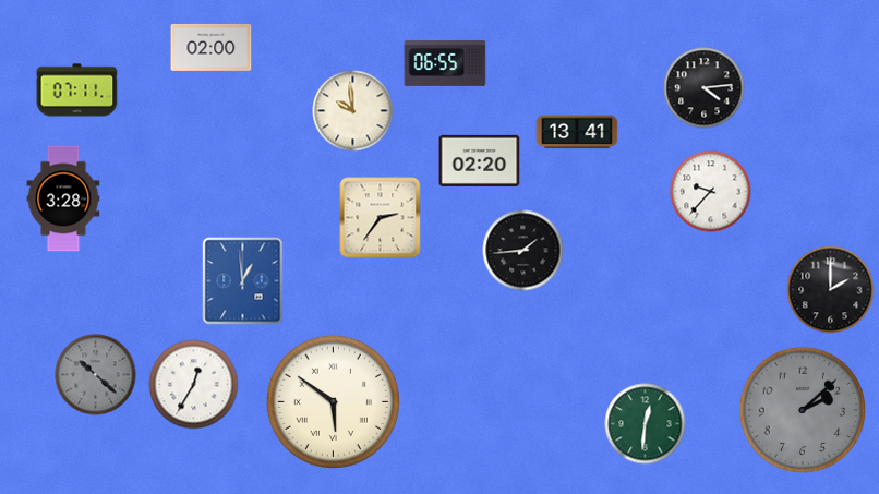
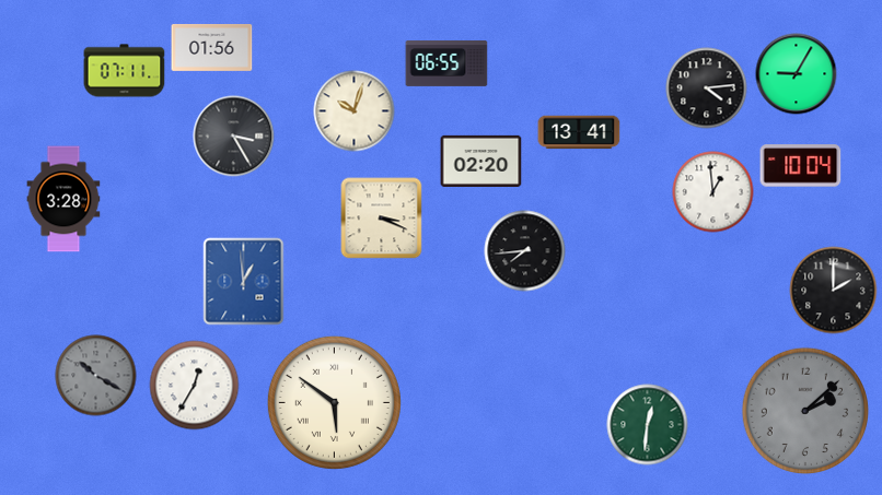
clock at (212, 47): 02:00 -> 01:56
clock at (797, 74): none -> 9:05
clock at (77, 91) position: (77, 91) -> (125, 71)
clock at (353, 111): 9:59 -> 10:03
clock at (234, 137): none -> 3:25
clock at (801, 166): none -> 10:04
clock at (711, 192): 9:37 -> 12:59
clock at (381, 218): 2:36 -> 3:19
clock at (523, 251): 1:44 -> 7:44
clock at (96, 375): 10:22 -> 10:20
